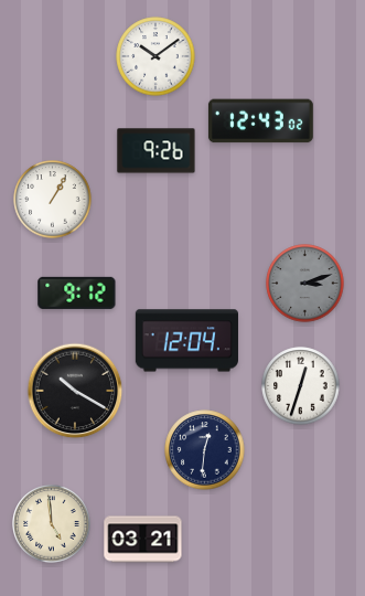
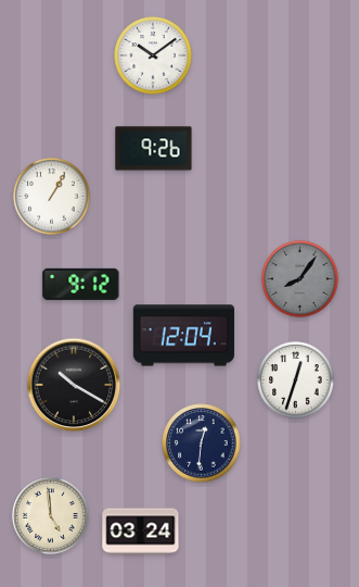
clock at (260, 121): 12:43 -> none
clock at (305, 284): 3:12 -> 8:06
clock at (77, 292) position: (77, 292) -> (81, 284)
clock at (143, 540): 03:21 -> 03:24
